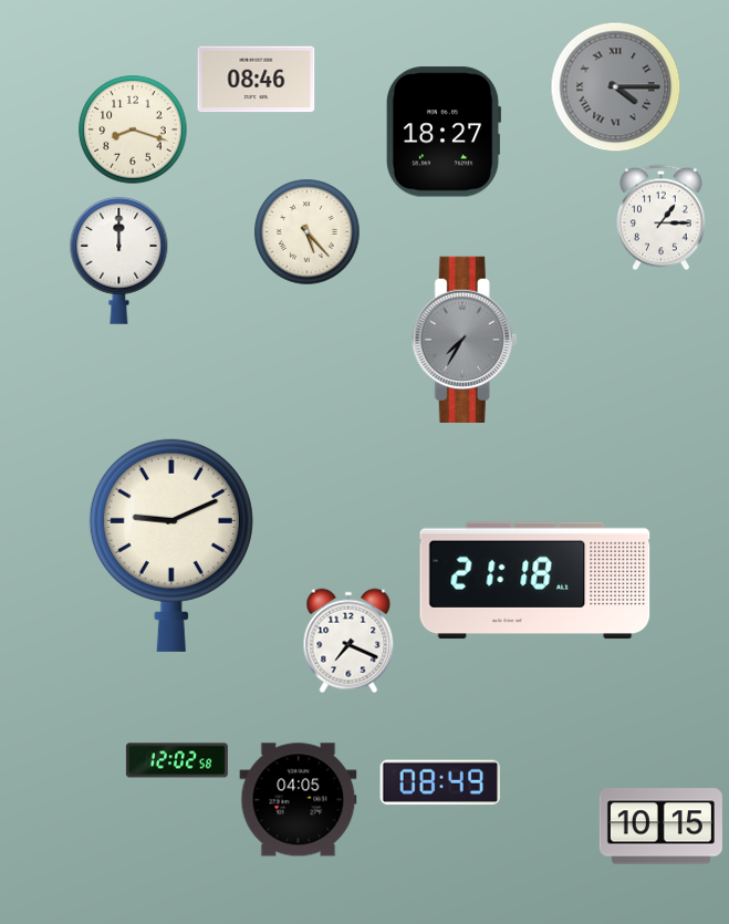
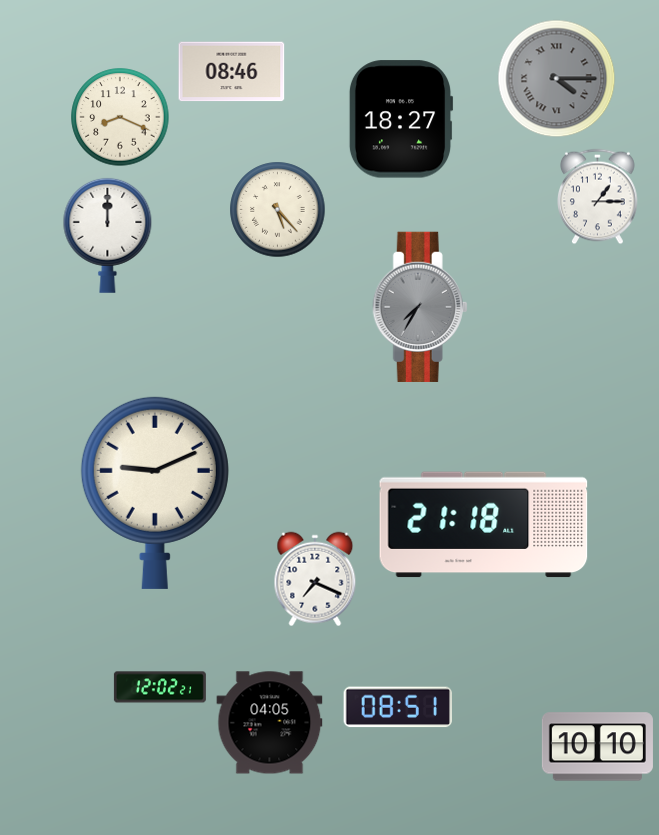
clock at (133, 129): 8:18 -> 8:19
clock at (177, 760): 12:02:58 -> 12:02:21
clock at (440, 782): 08:49 -> 08:51
clock at (660, 827): 10:15 -> 10:10
